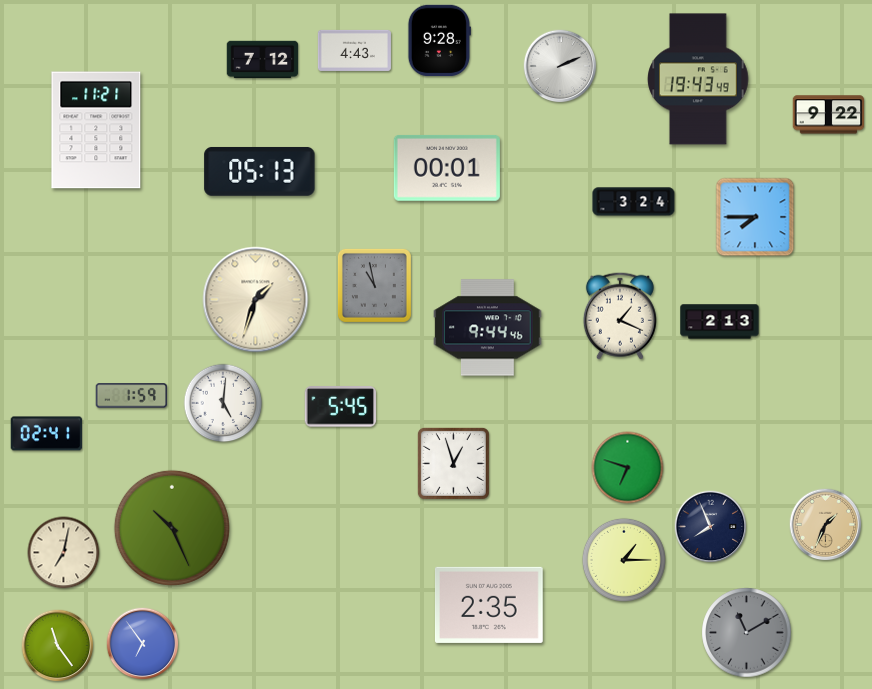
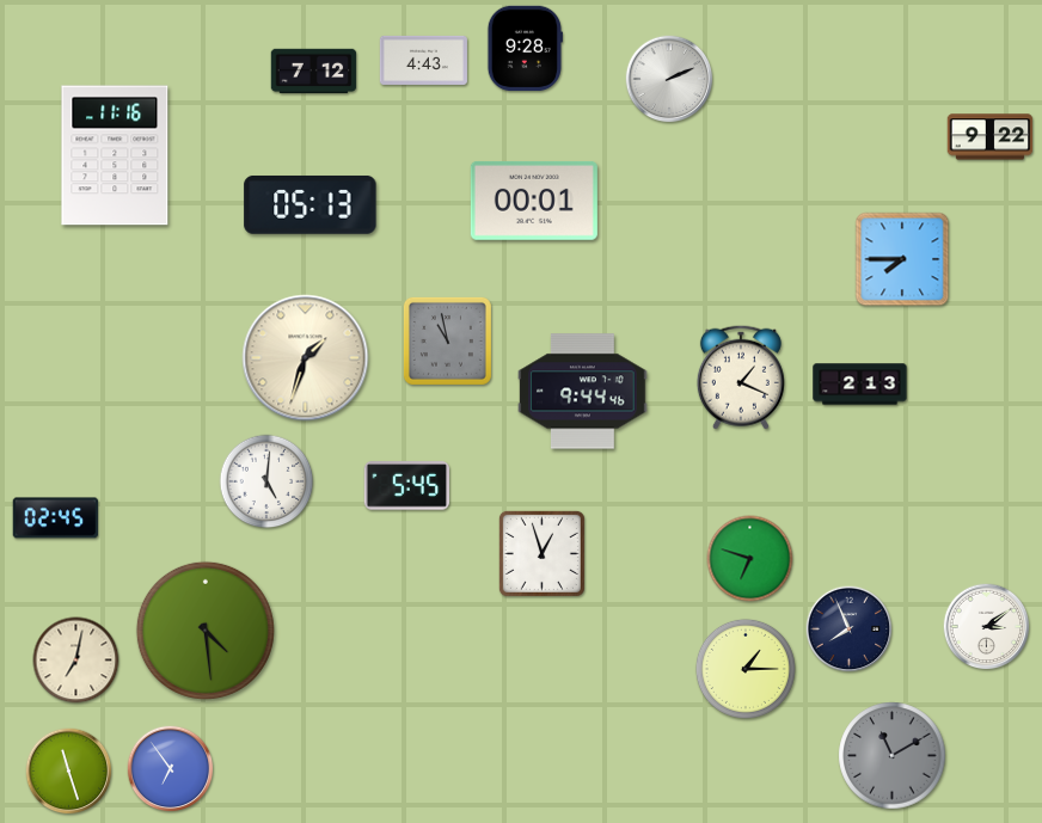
clock at (698, 79): 19:43 -> none
clock at (96, 130): 11:21 -> 11:16
clock at (634, 202): 3:24 -> none
clock at (132, 396): 1:59 -> none
clock at (47, 434): 02:41 -> 02:45
clock at (826, 525): 1:34 -> 3:09
clock at (826, 525) dial: champagne -> white
clock at (172, 528): 10:26 -> 4:29
clock at (489, 605): 2:35 -> none
clock at (58, 646): 11:24 -> 11:27
